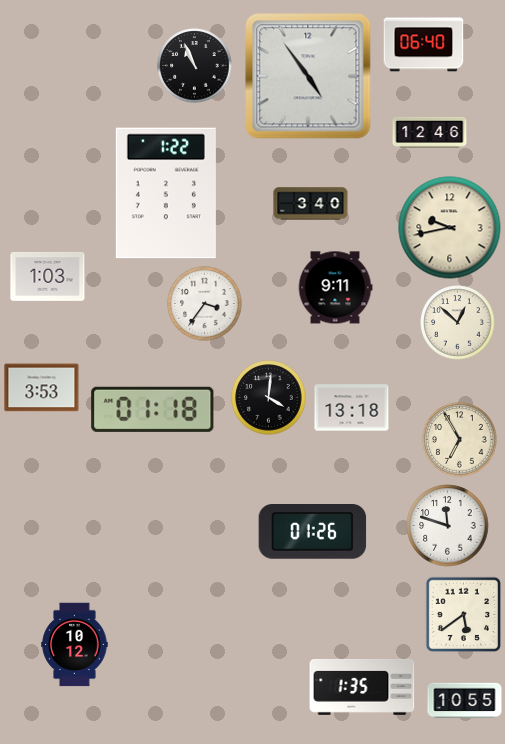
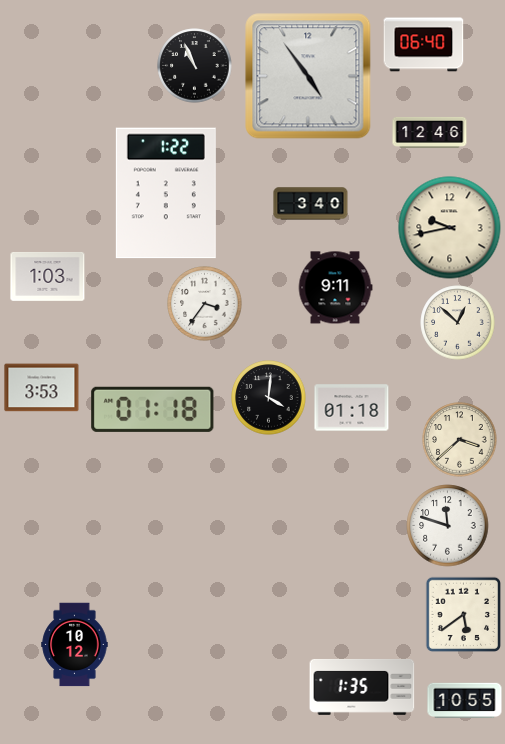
clock at (352, 408): 13:18 -> 01:18
clock at (460, 440): 6:55 -> 3:38
clock at (313, 532): 01:26 -> none
